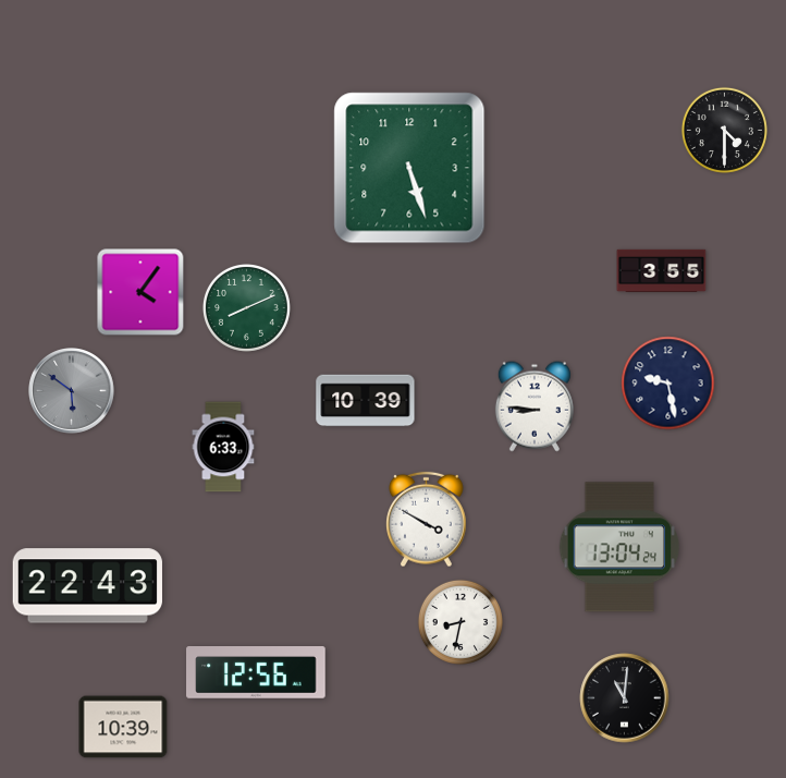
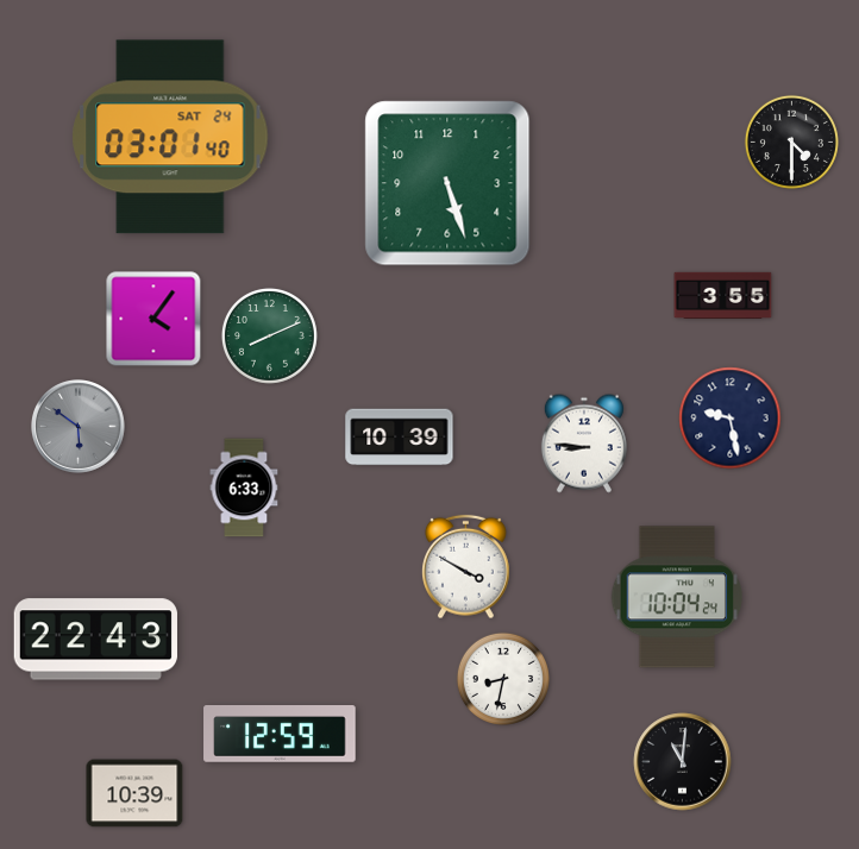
clock at (170, 137): none -> 03:01
clock at (619, 547): 13:04 -> 10:04
clock at (256, 672): 12:56 -> 12:59
